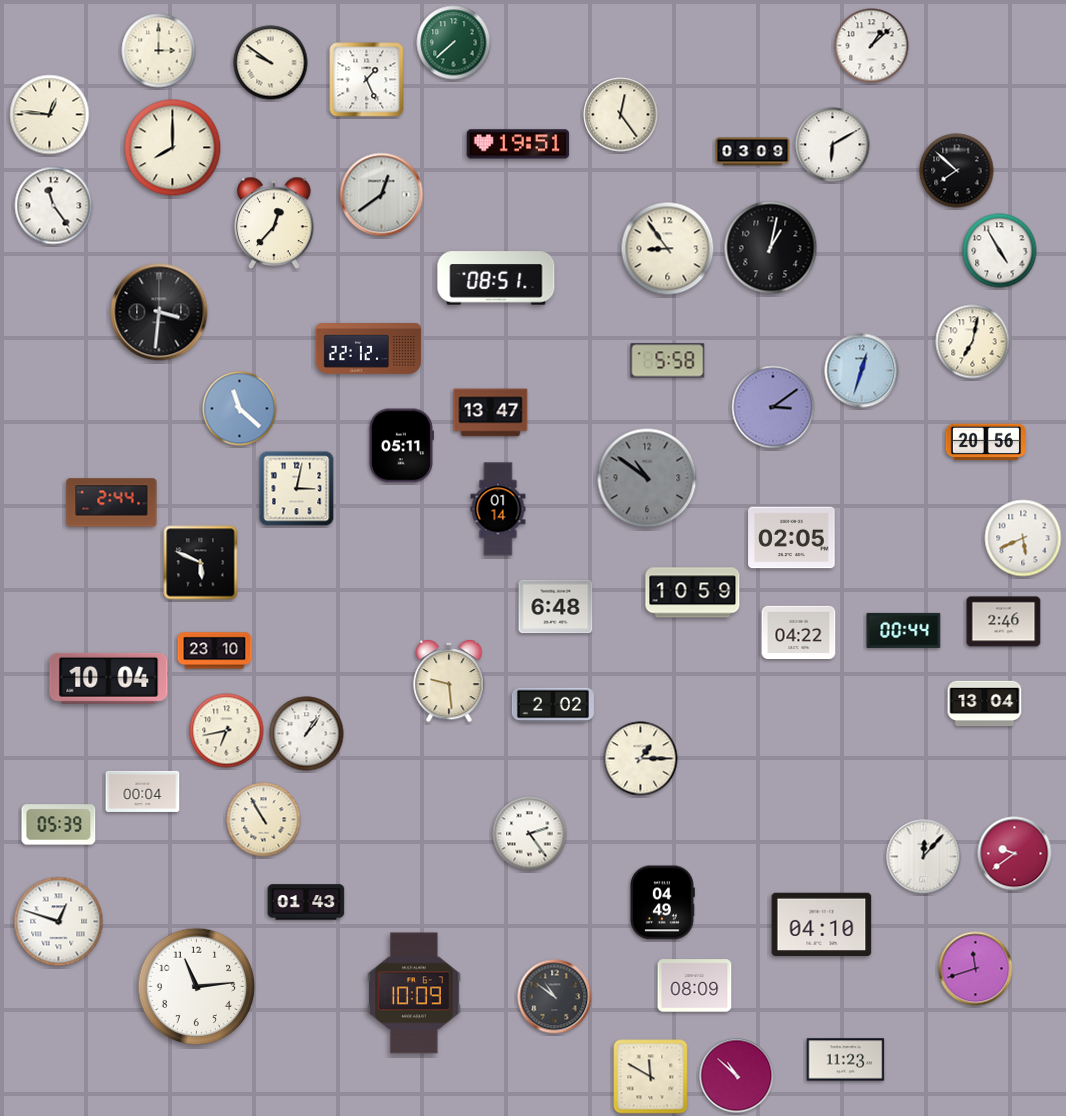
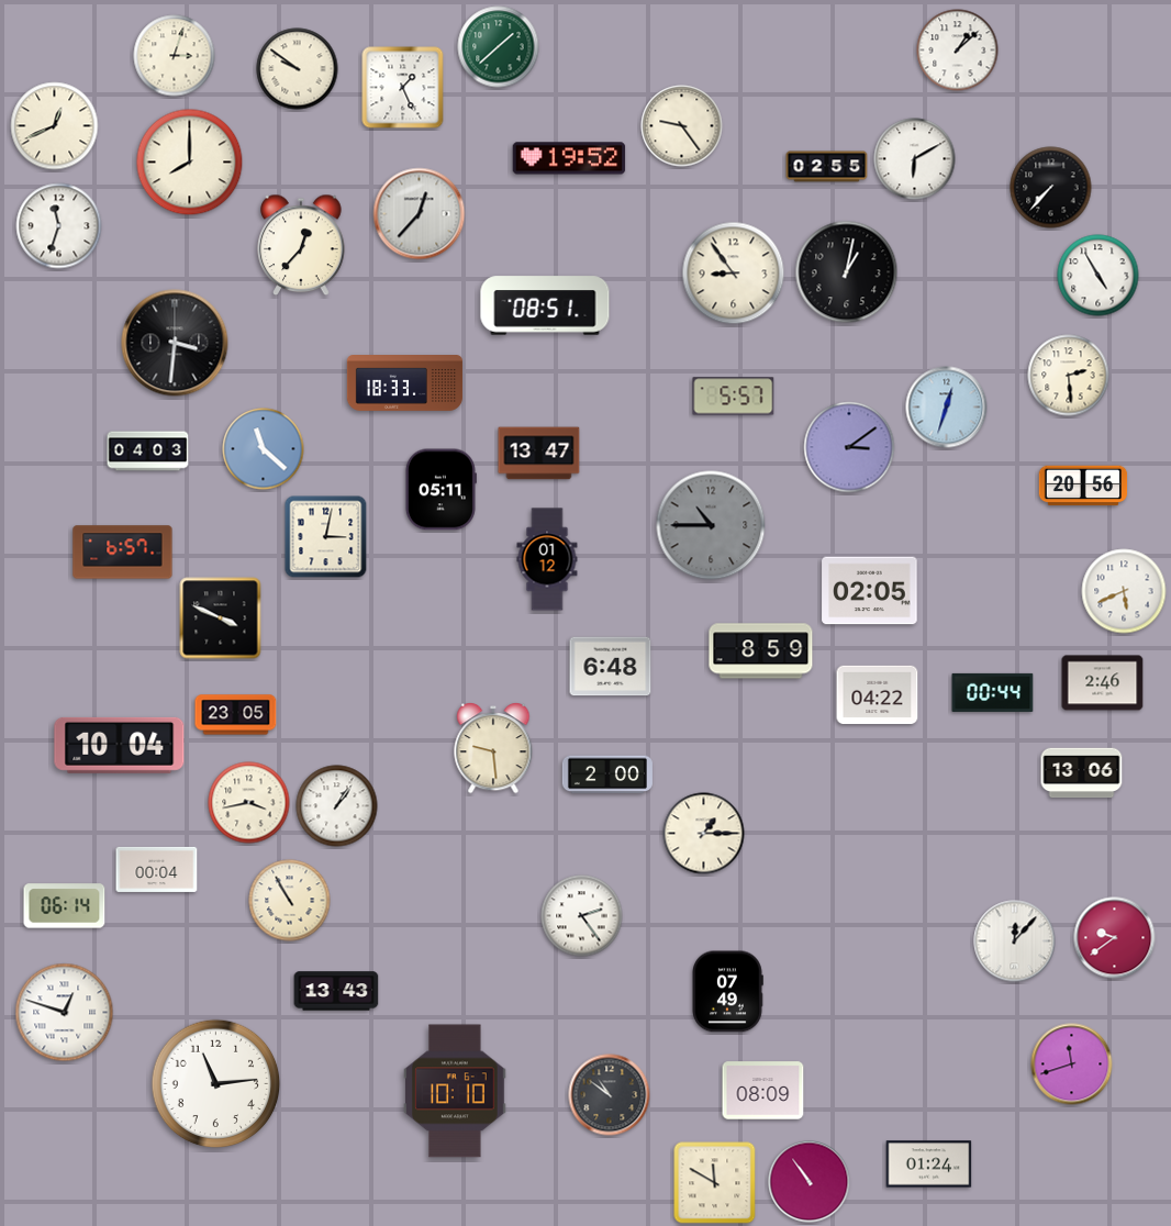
clock at (454, 43): 7:38 -> 1:38
clock at (159, 51): 3:00 -> 3:03
clock at (50, 115): 12:46 -> 12:41
clock at (621, 115): 12:24 -> 9:24
clock at (518, 144): 19:51 -> 19:52
clock at (753, 152): 03:09 -> 02:55
clock at (957, 171): 7:52 -> 7:37
clock at (382, 195): 12:39 -> 12:37
clock at (54, 206): 11:24 -> 11:33
clock at (973, 342): 7:02 -> 2:29
clock at (368, 349): 22:12 -> 18:33
clock at (668, 361): 5:58 -> 5:57
clock at (148, 452): none -> 04:03
clock at (647, 478): 10:51 -> 10:45
clock at (112, 503): 2:44 -> 6:57
clock at (498, 509): 01:14 -> 01:12
clock at (201, 563): 5:49 -> 3:49
clock at (693, 593): 10:59 -> 8:59
clock at (215, 651): 23:10 -> 23:05
clock at (985, 704): 13:04 -> 13:06
clock at (553, 705): 2:02 -> 2:00
clock at (227, 731): 6:43 -> 3:43
clock at (59, 825): 05:39 -> 06:14
clock at (306, 902): 01:43 -> 13:43
clock at (663, 903): 04:49 -> 07:49
clock at (822, 925): 04:10 -> none
clock at (695, 986) position: (695, 986) -> (763, 1091)
clock at (414, 993): 10:09 -> 10:10
clock at (846, 1060): 11:23 -> 01:24
clock at (737, 1076): 10:52 -> 10:54
